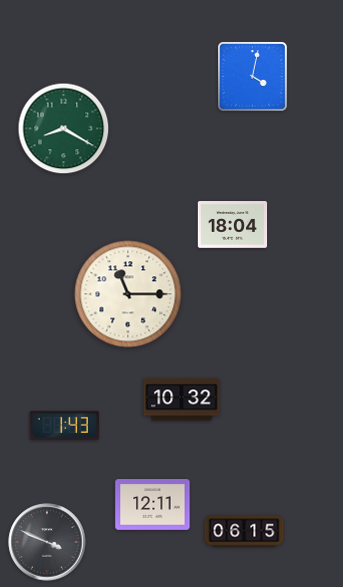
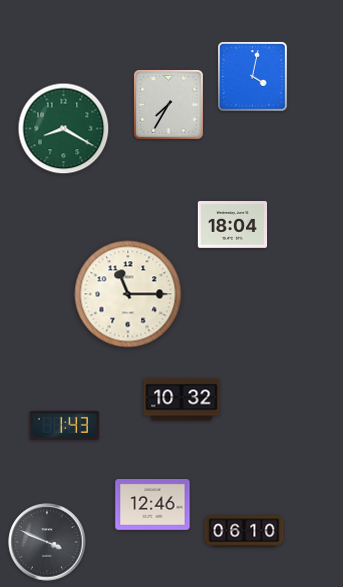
clock at (169, 105): none -> 7:35
clock at (153, 505): 12:11 -> 12:46
clock at (244, 531): 06:15 -> 06:10
